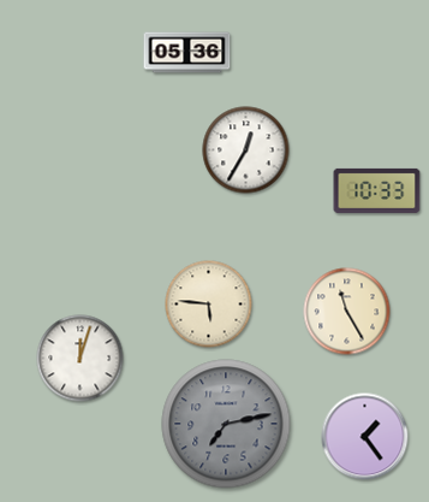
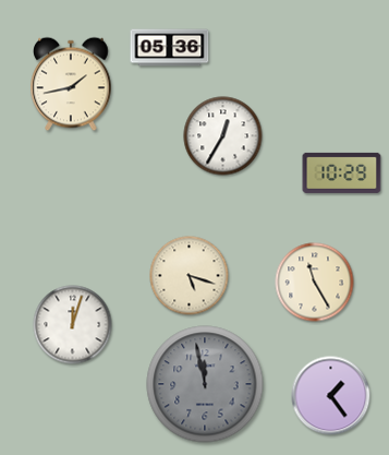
clock at (71, 84): none -> 1:43
clock at (377, 190): 10:33 -> 10:29
clock at (209, 305): 5:46 -> 5:18
clock at (226, 424): 7:13 -> 11:58
